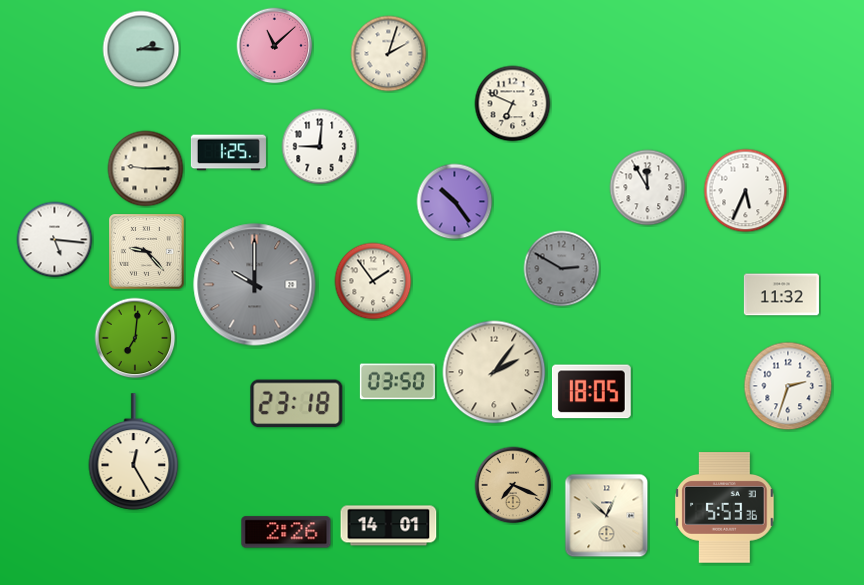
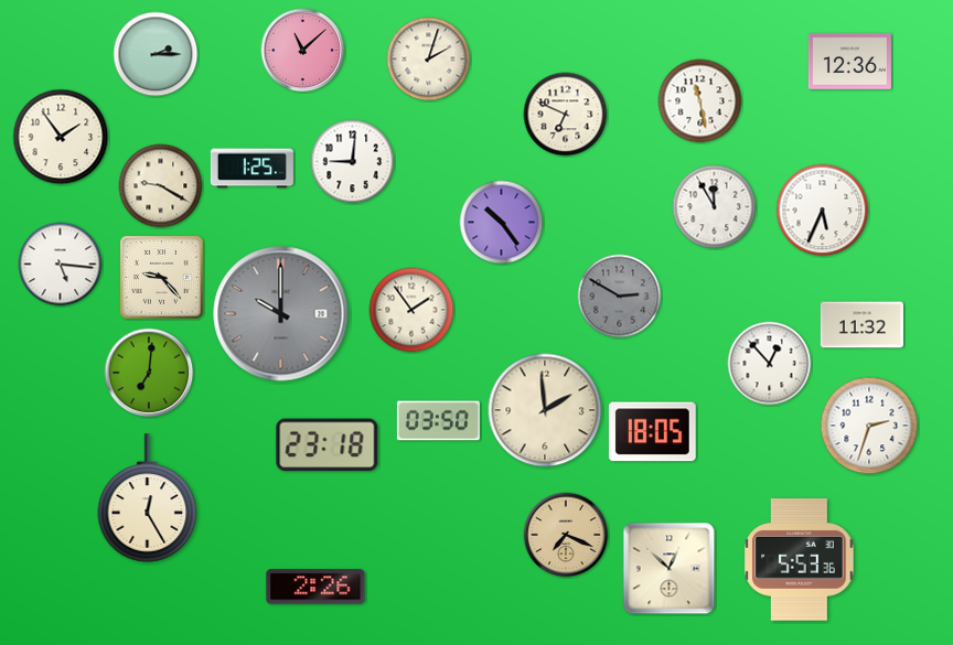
clock at (849, 62): none -> 12:36
clock at (700, 101): none -> 11:28
clock at (61, 137): none -> 1:54
clock at (146, 169): 9:15 -> 9:20
clock at (770, 364): none -> 12:53
clock at (494, 372): 2:06 -> 1:59
clock at (389, 526): 14:01 -> none
